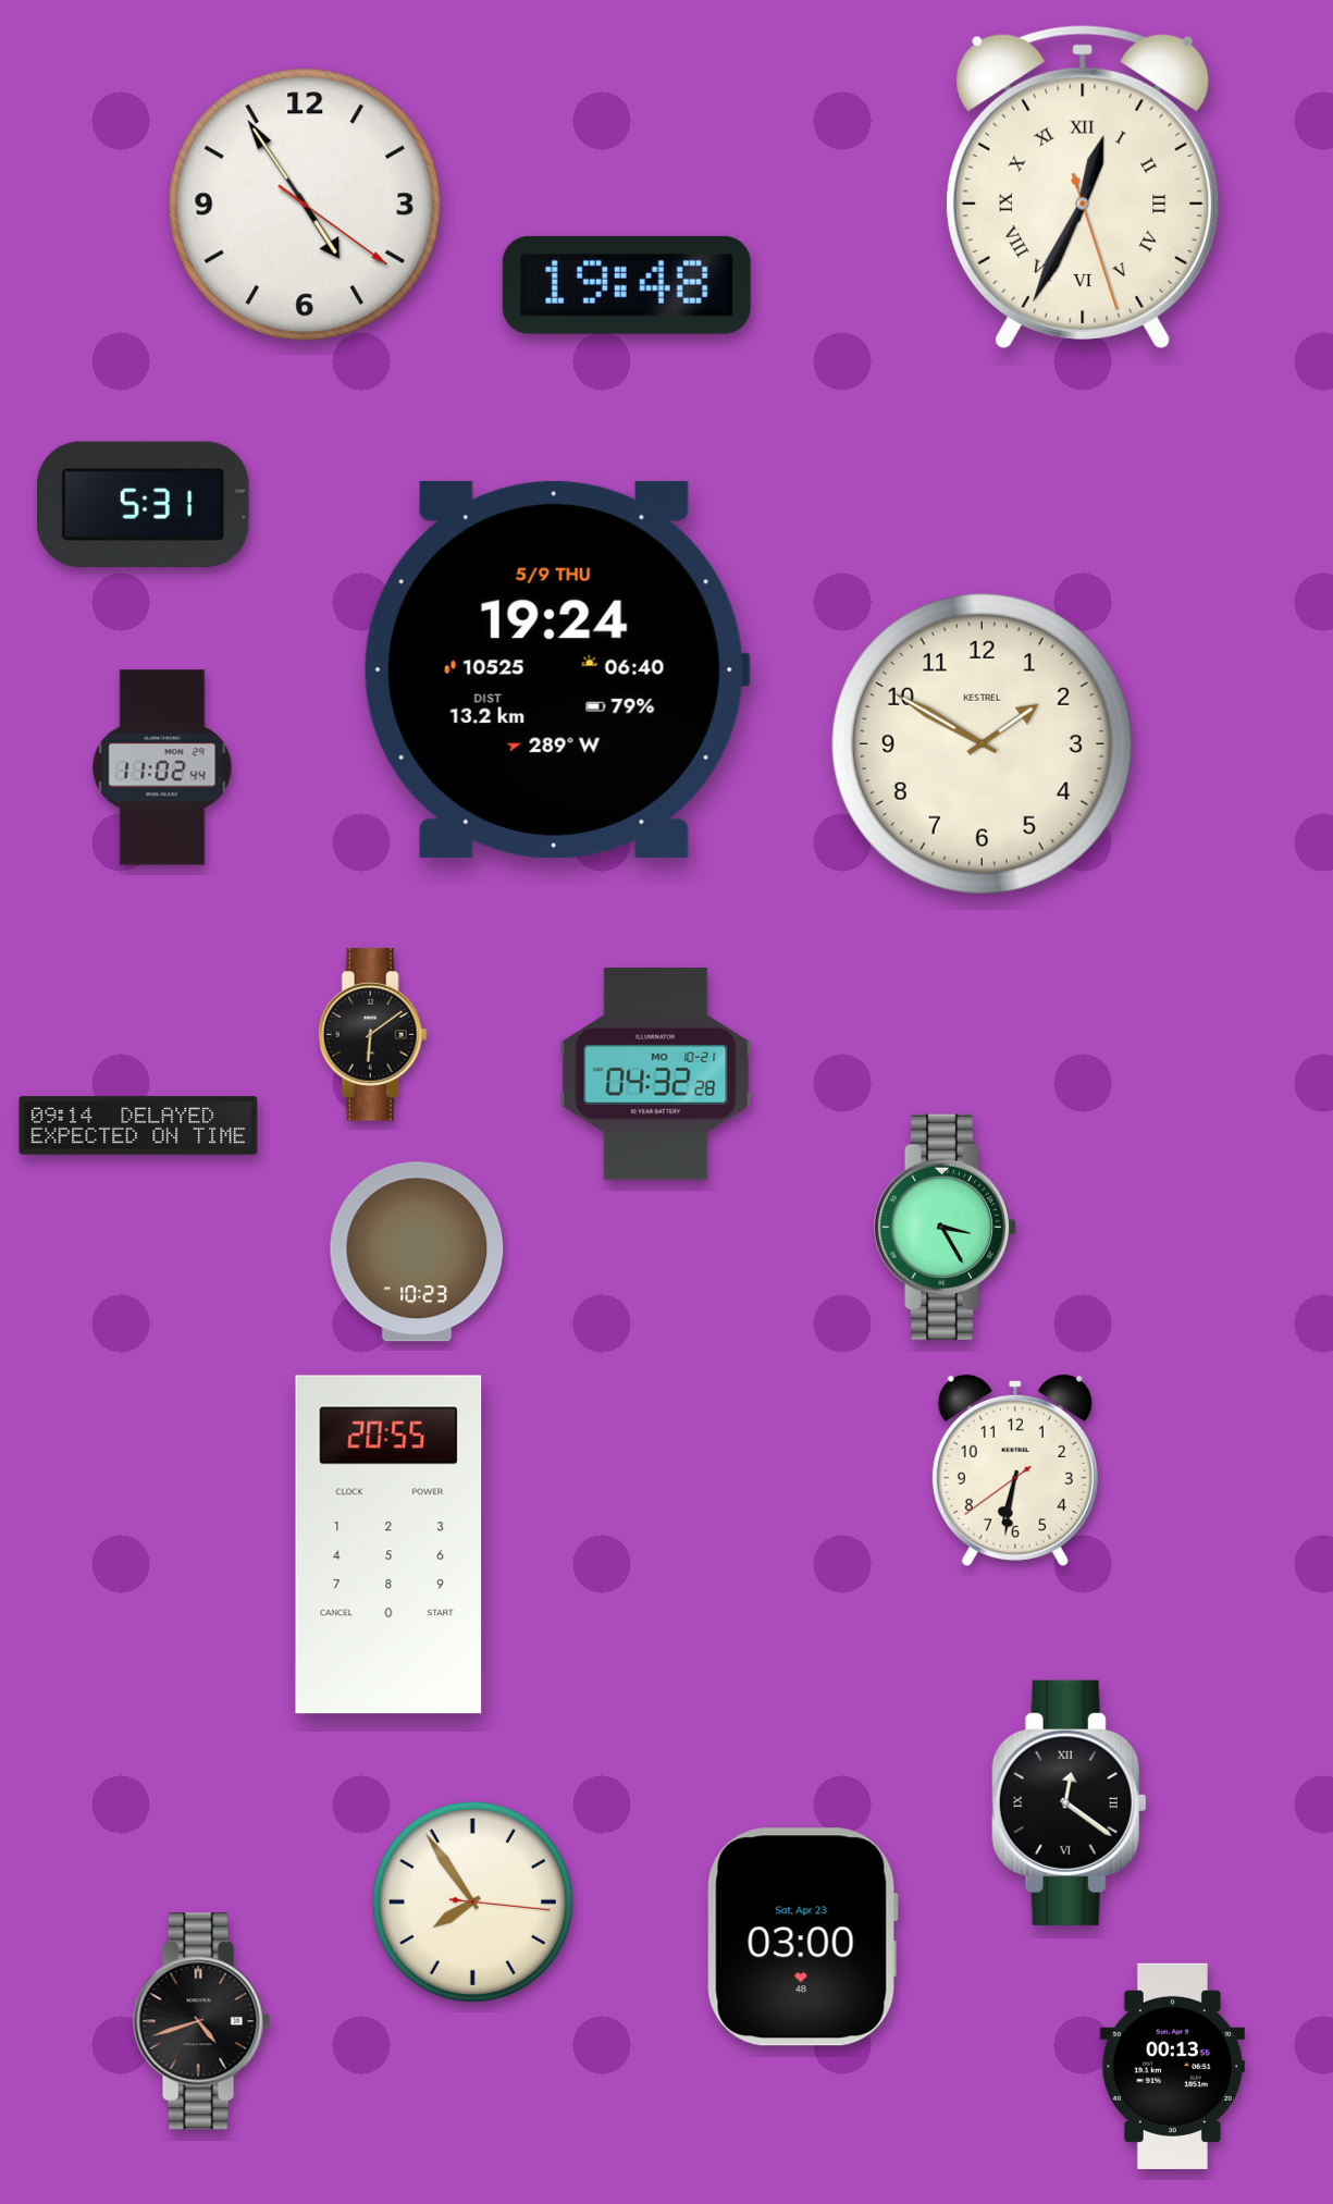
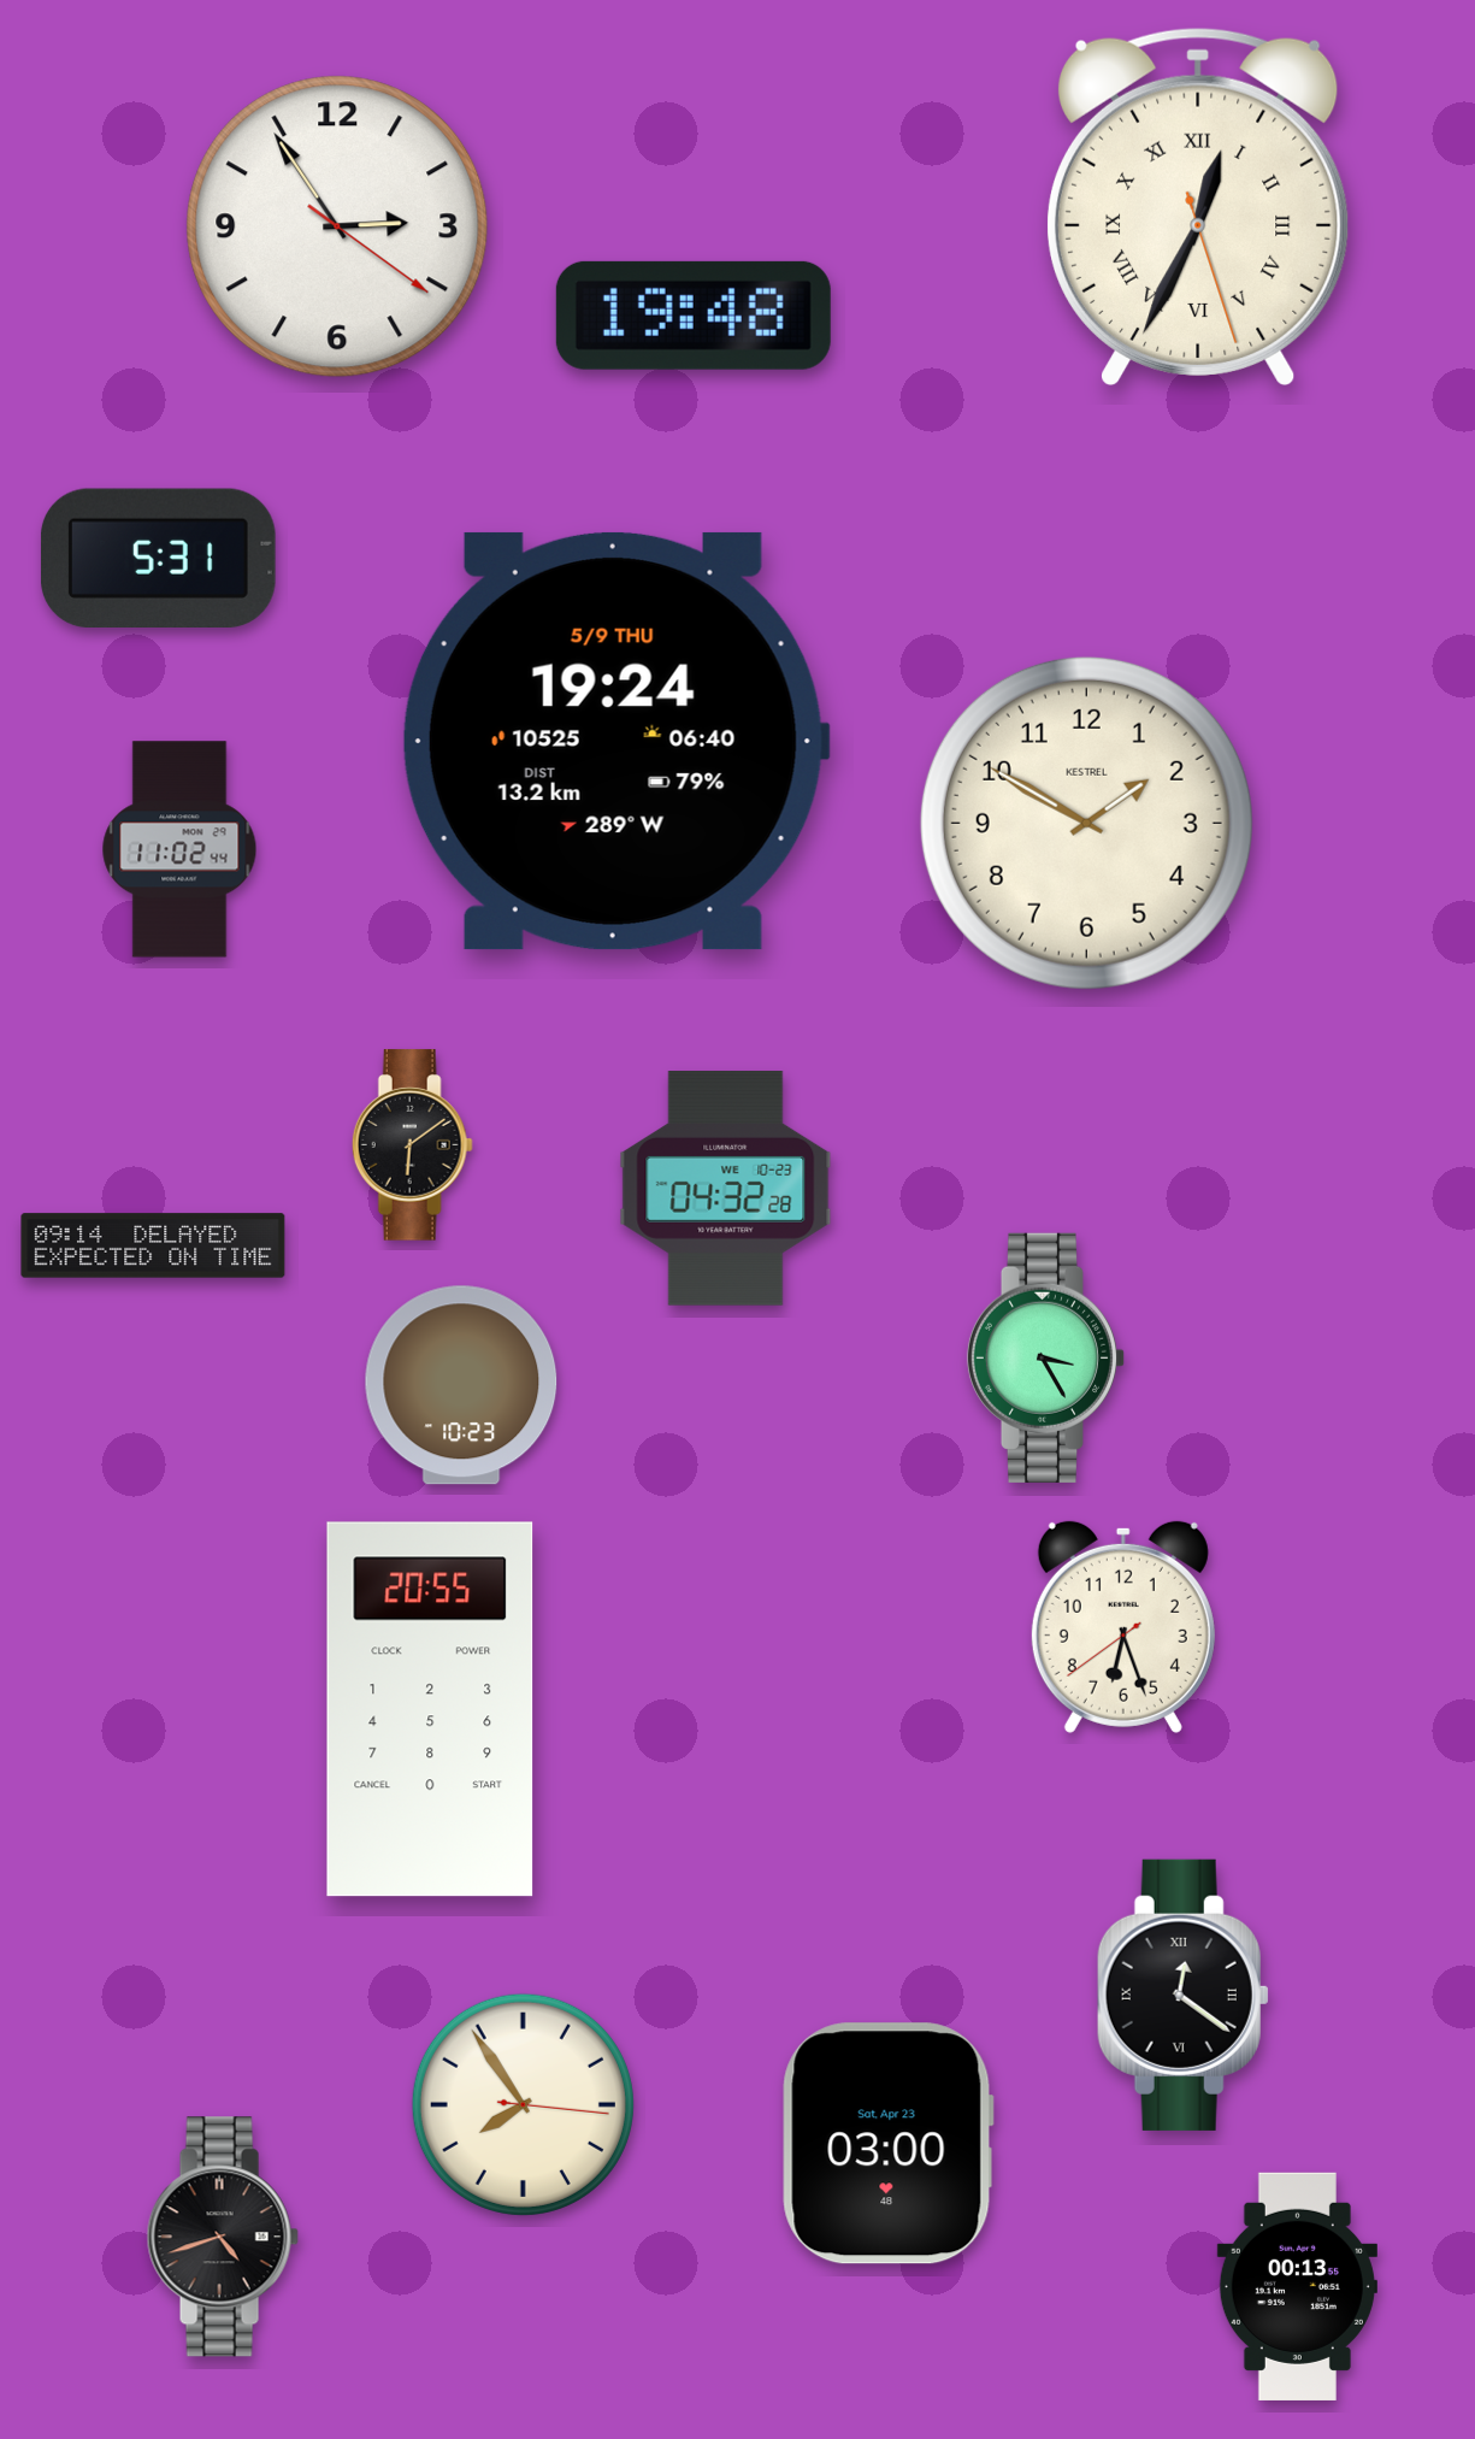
clock at (305, 205): 4:54 -> 2:54
clock at (656, 1074) date: MO 10-21 -> WE 10-23
clock at (1015, 1470): 6:31 -> 6:26
